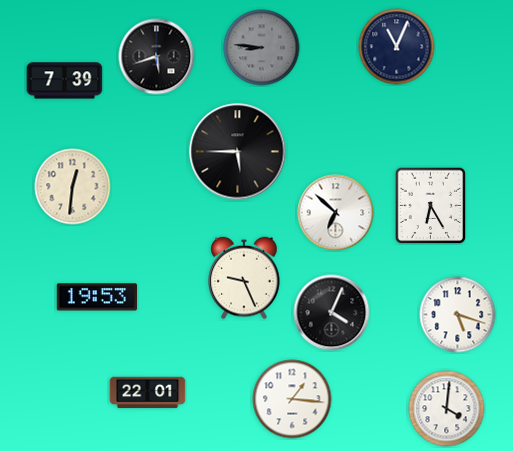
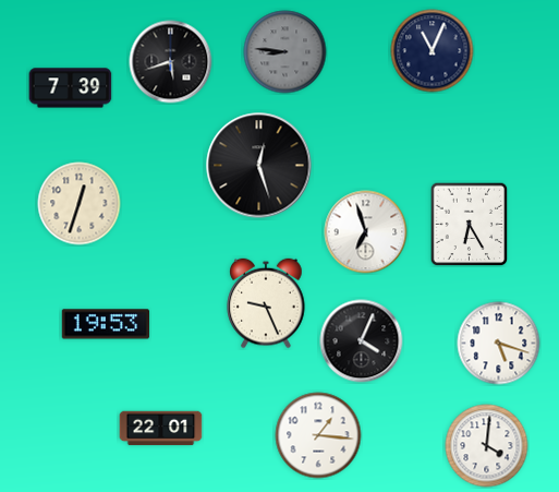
clock at (238, 152): 5:45 -> 12:27
clock at (73, 187): 12:31 -> 12:33
clock at (336, 213): 6:52 -> 6:57
